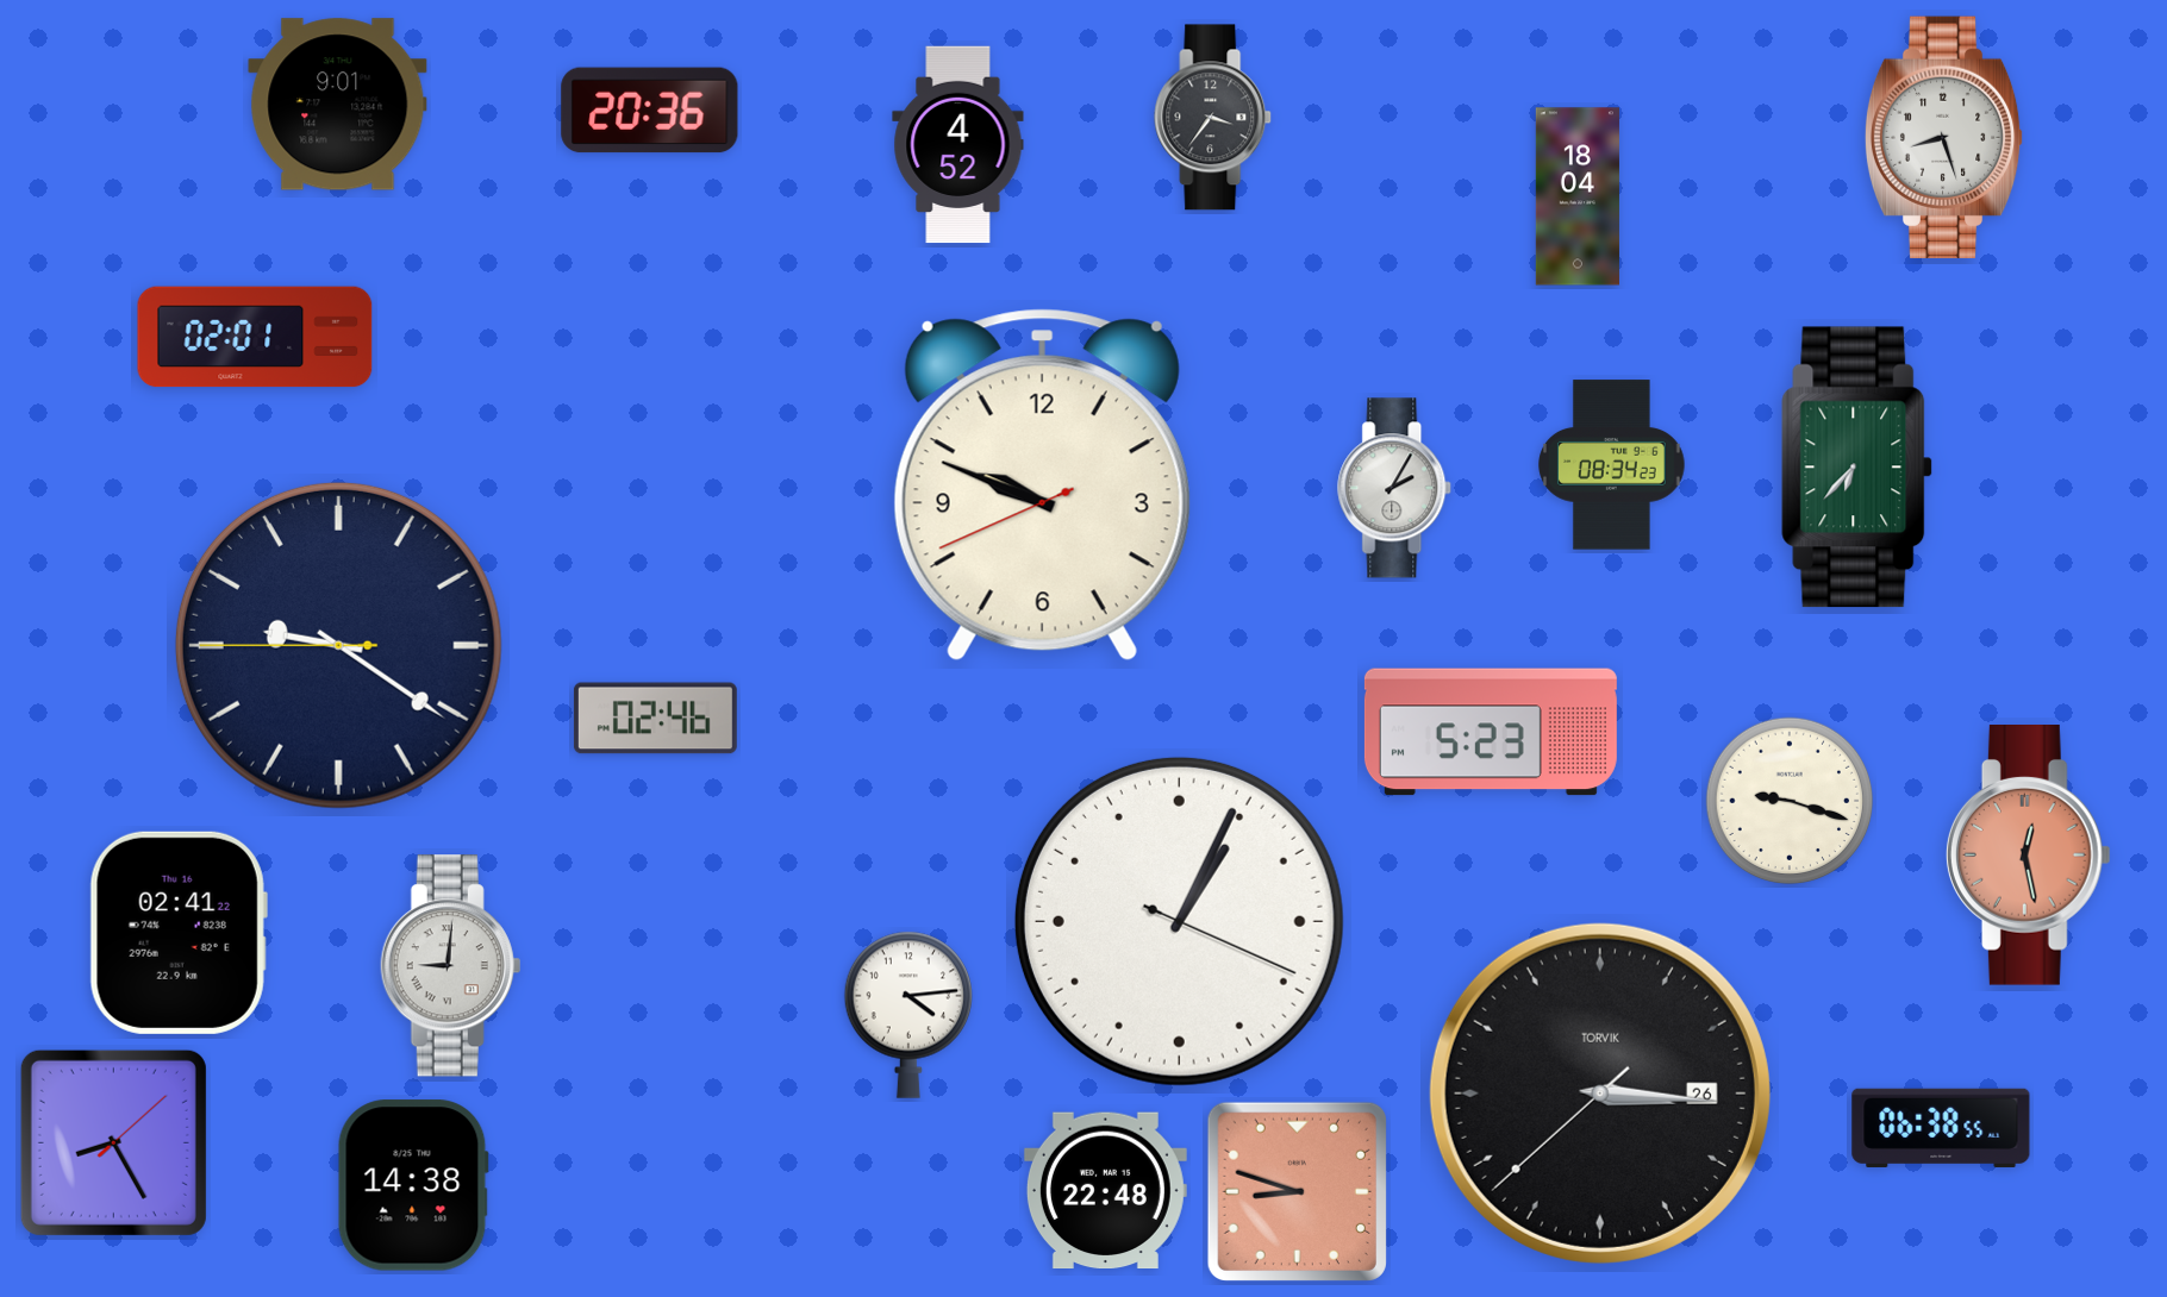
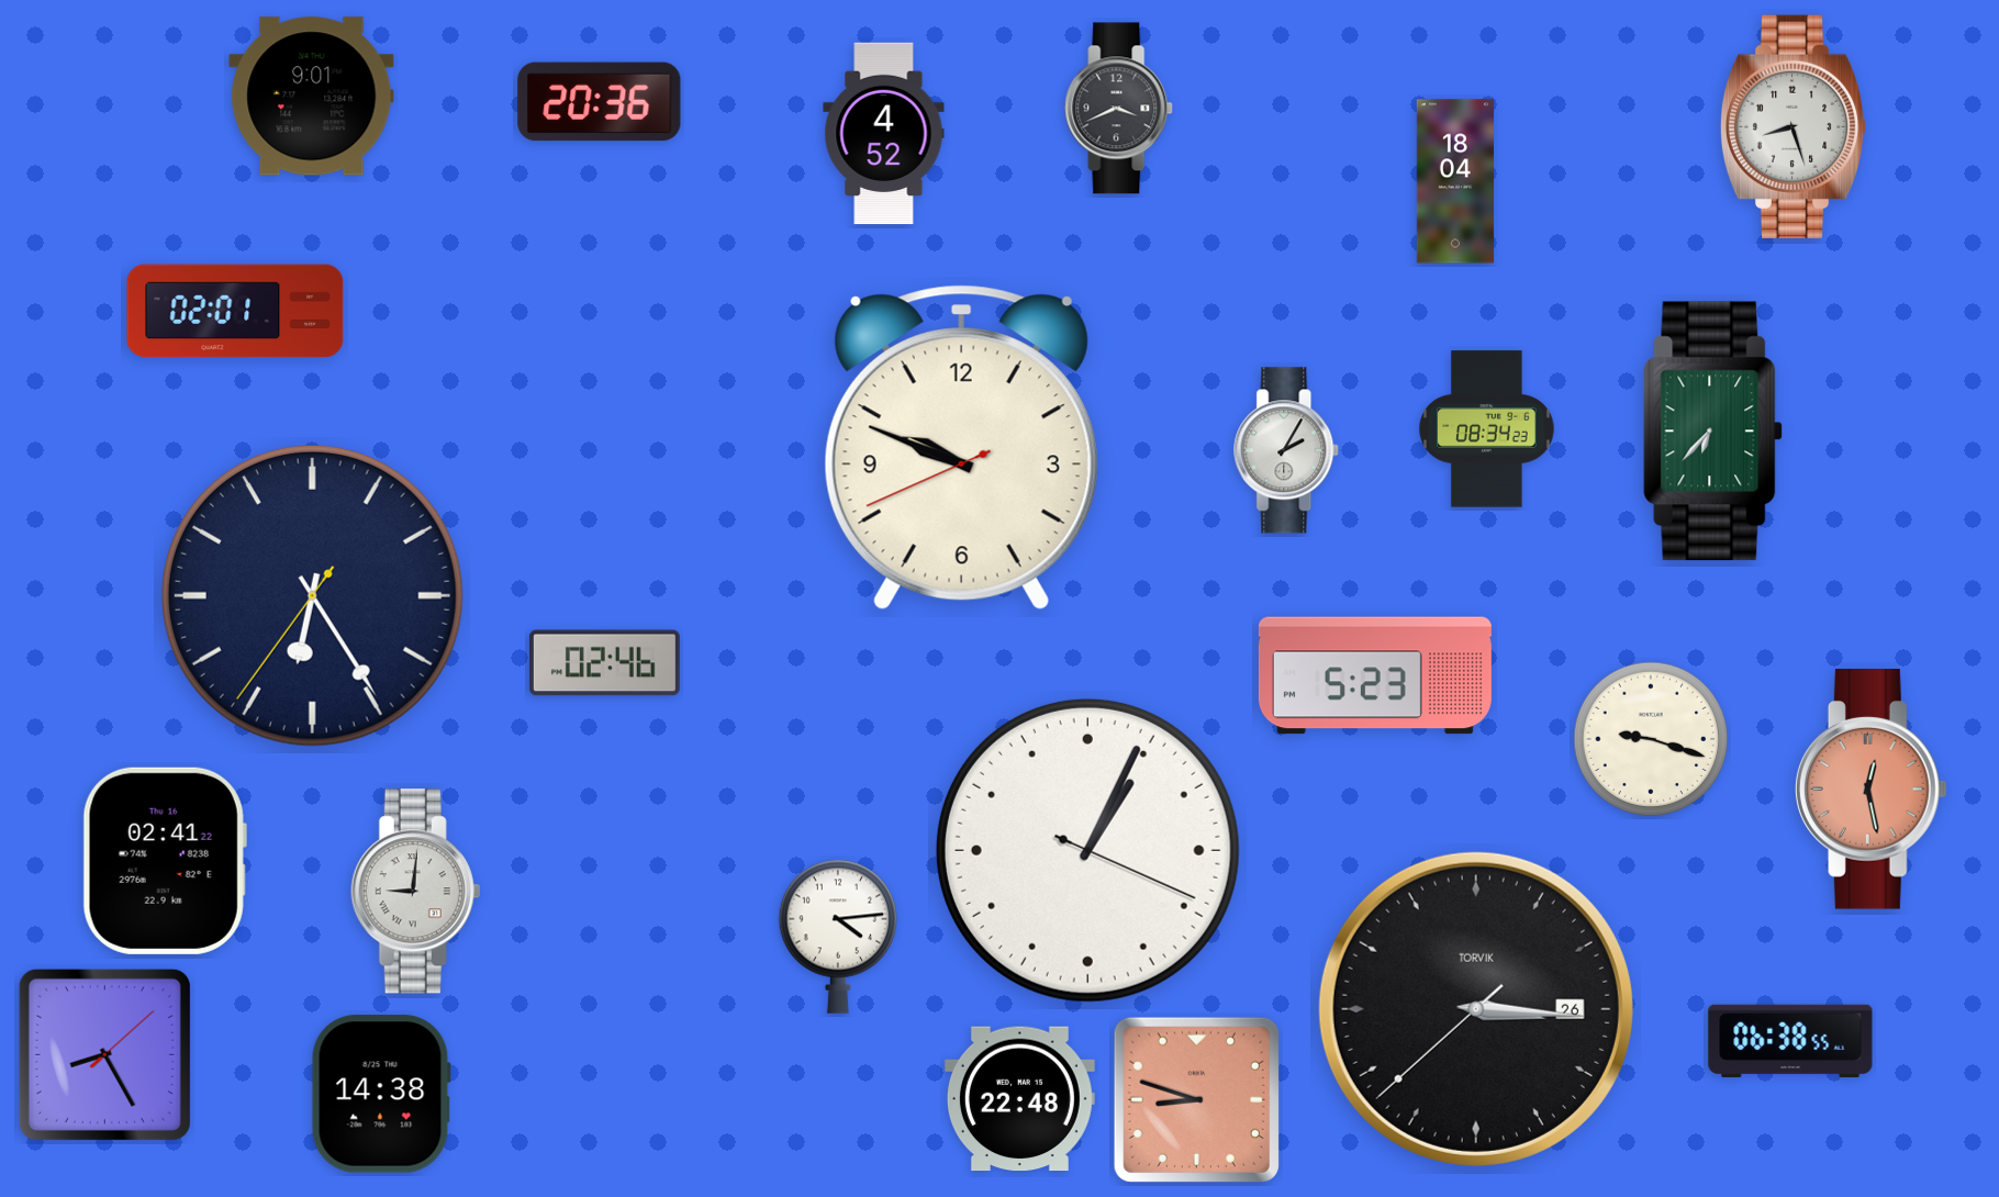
clock at (1213, 118): 3:36 -> 3:41
clock at (338, 645): 9:20 -> 6:24
